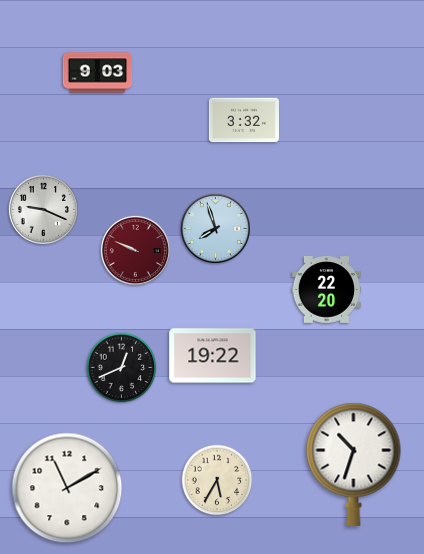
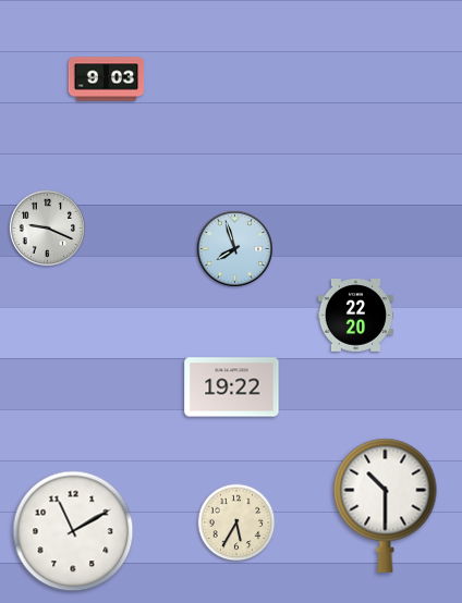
clock at (244, 120): 3:32 -> none
clock at (135, 250): 9:49 -> none
clock at (122, 368): 12:41 -> none
clock at (354, 464): 10:33 -> 10:30
